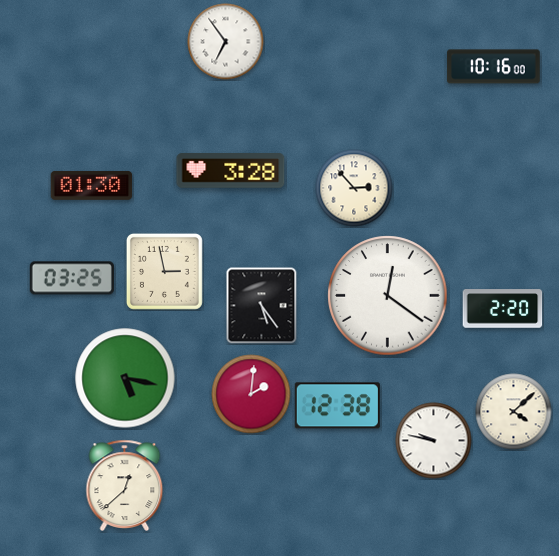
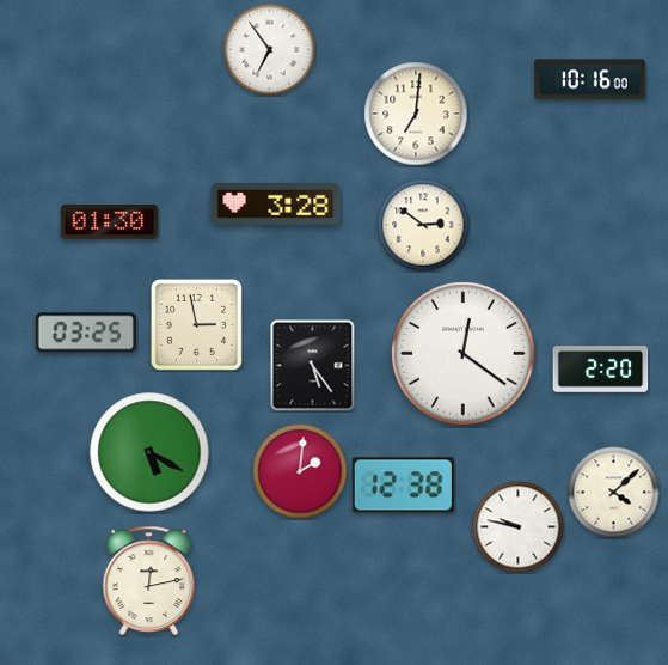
clock at (416, 114): none -> 7:01
clock at (354, 188): 2:53 -> 2:51
clock at (125, 378): 5:17 -> 5:20
clock at (125, 485): 12:38 -> 12:13
